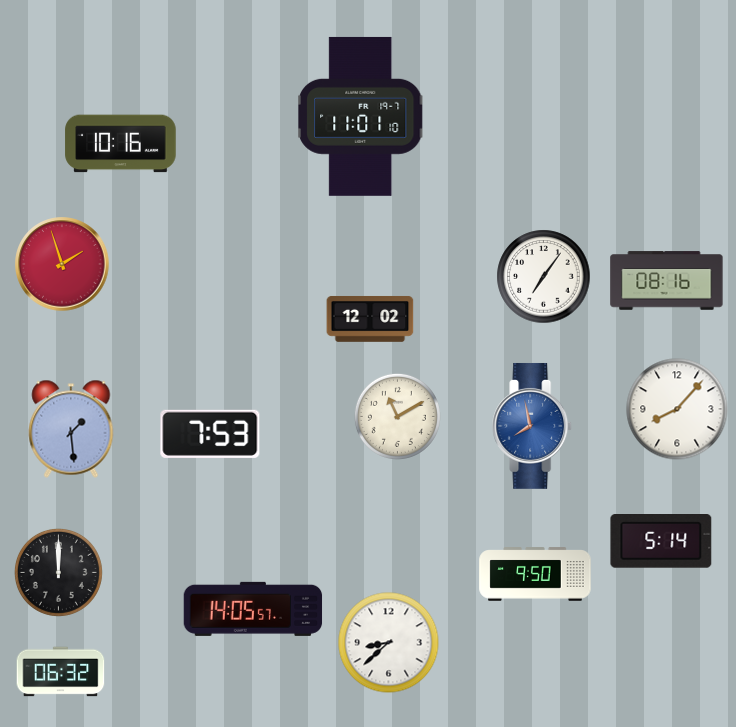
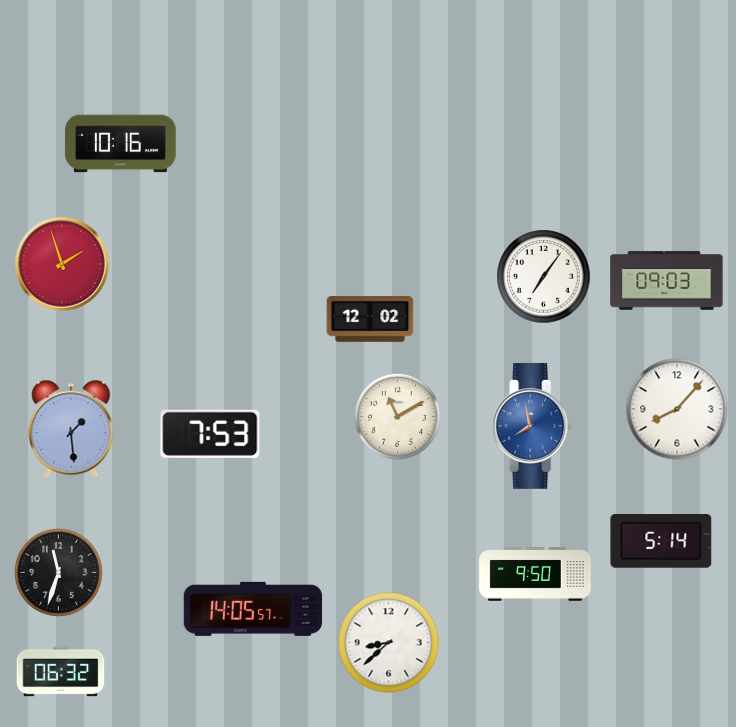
clock at (361, 116): 11:01 -> none
clock at (667, 281): 08:16 -> 09:03
clock at (58, 572): 12:00 -> 11:33
